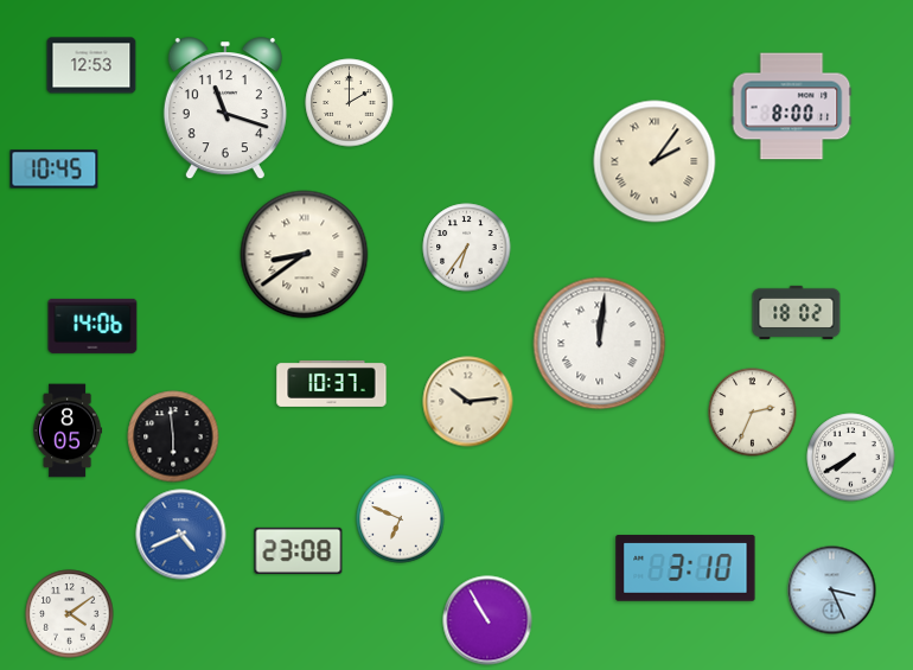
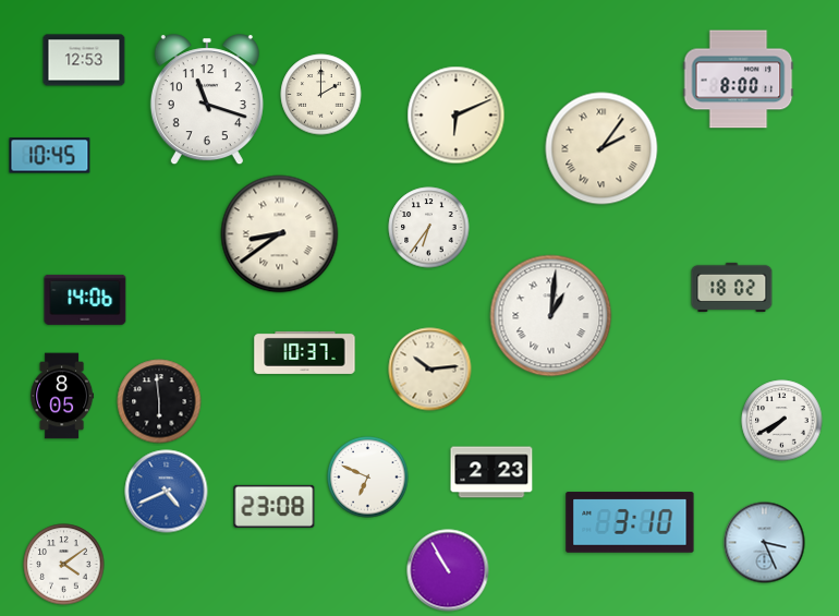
clock at (792, 107) position: (792, 107) -> (739, 80)
clock at (457, 116): none -> 6:11
clock at (600, 344): 12:01 -> 1:01
clock at (753, 413): 2:34 -> none
clock at (491, 472): none -> 2:23
